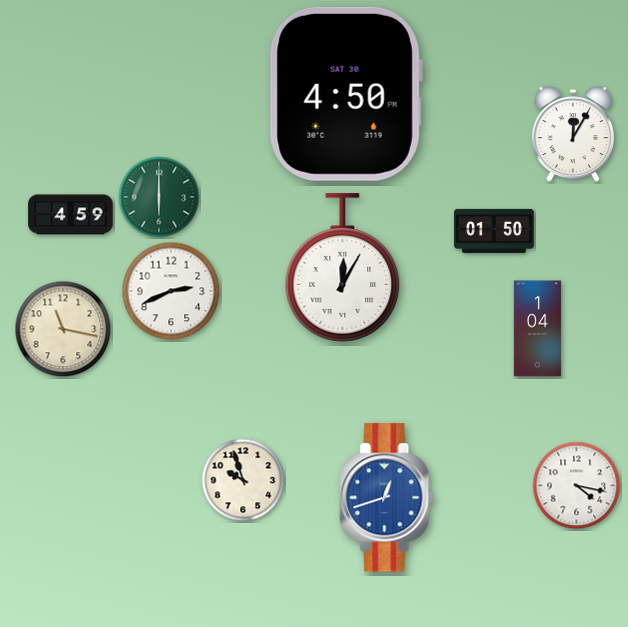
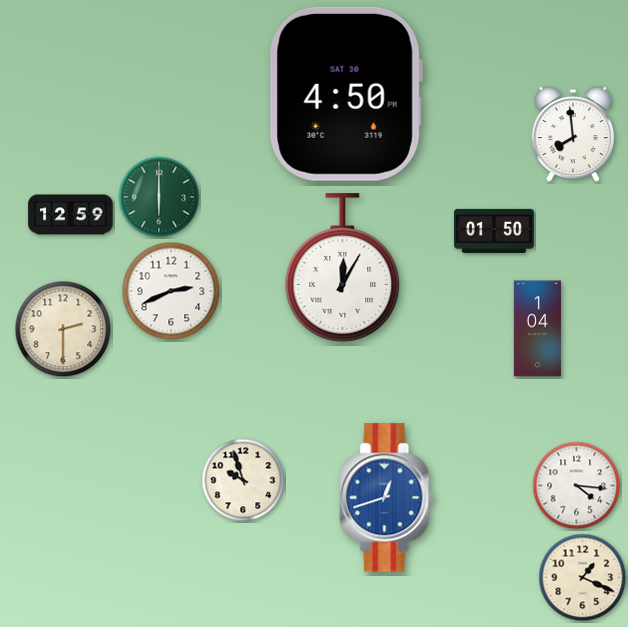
clock at (573, 135): 12:05 -> 7:59
clock at (71, 215): 4:59 -> 12:59
clock at (63, 329): 11:17 -> 2:30
clock at (577, 486): 4:17 -> 4:16
clock at (583, 578): none -> 1:19
